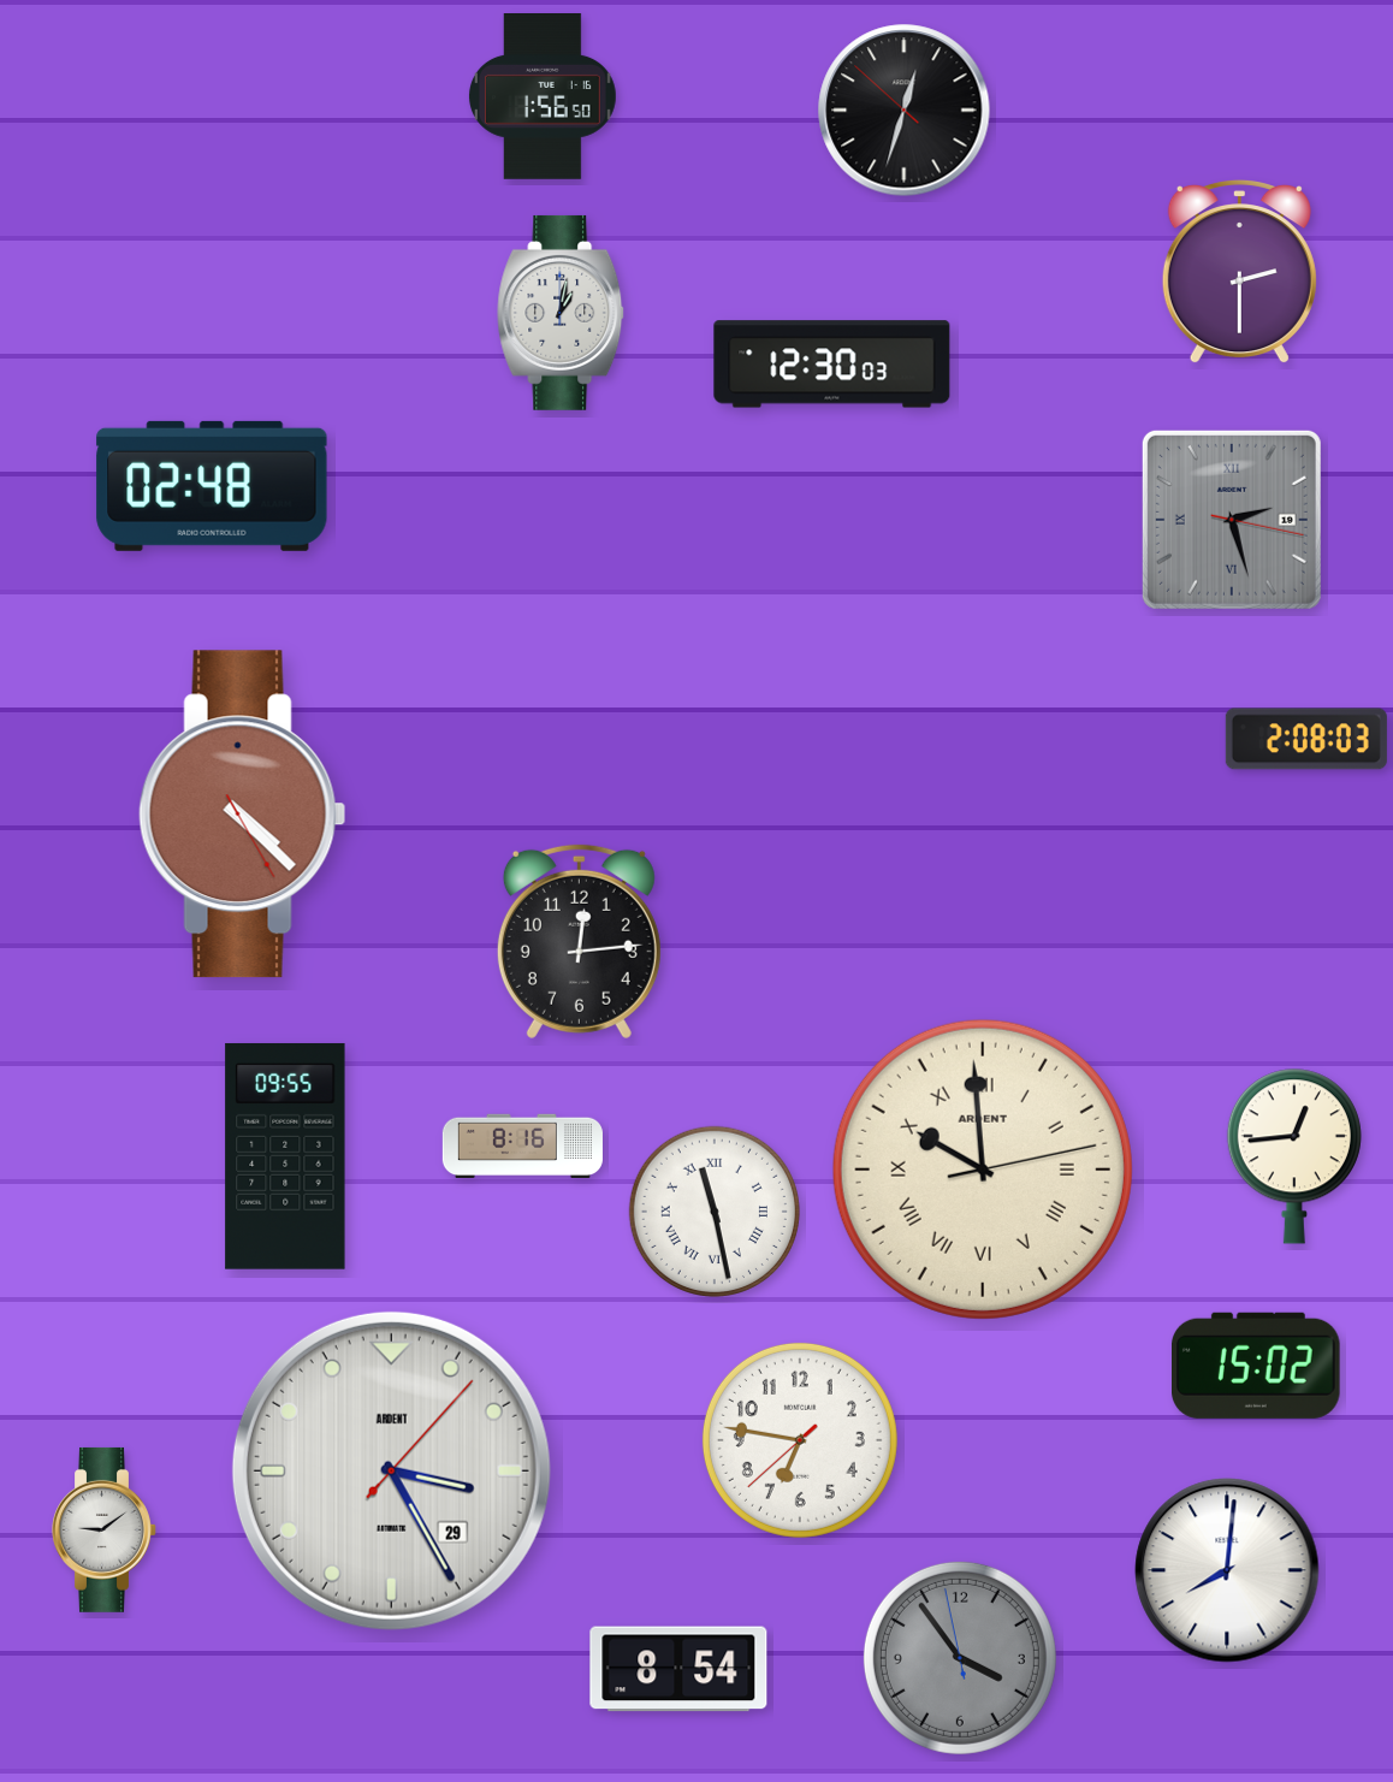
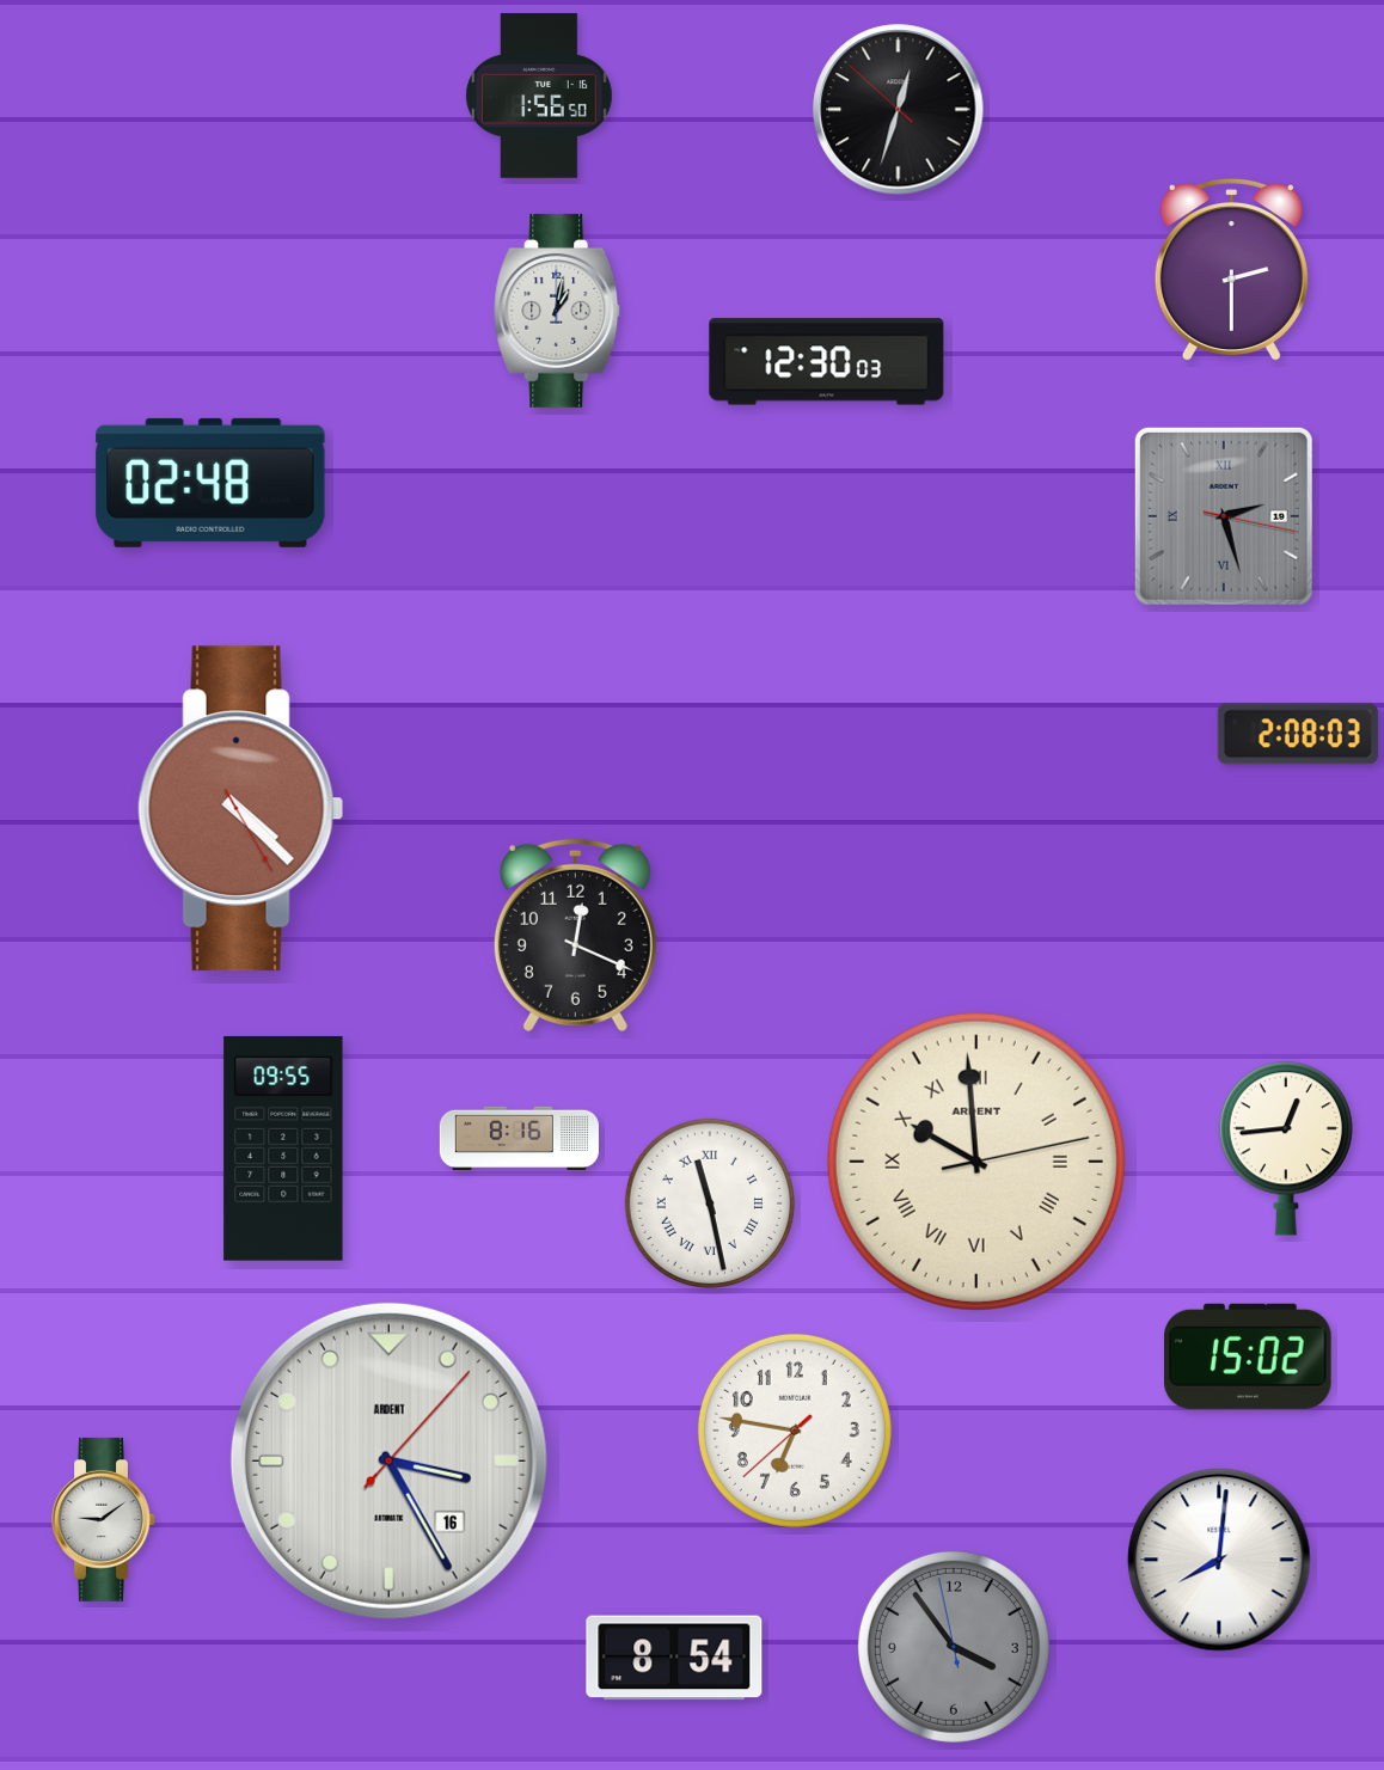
clock at (579, 941): 12:14 -> 12:19
clock at (391, 1470) date: 29 -> 16
